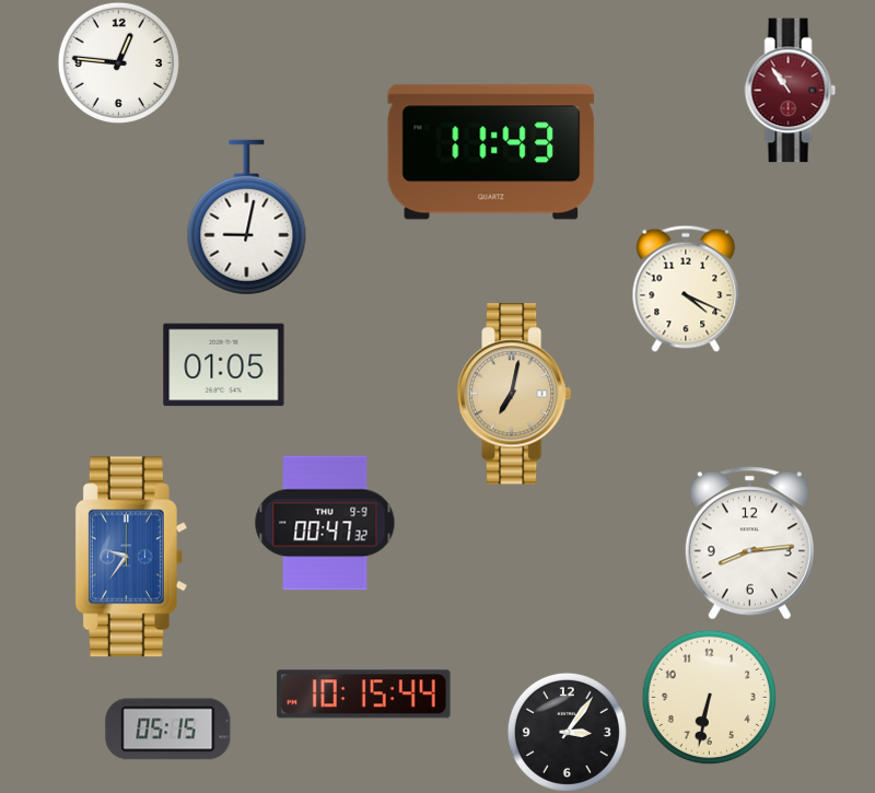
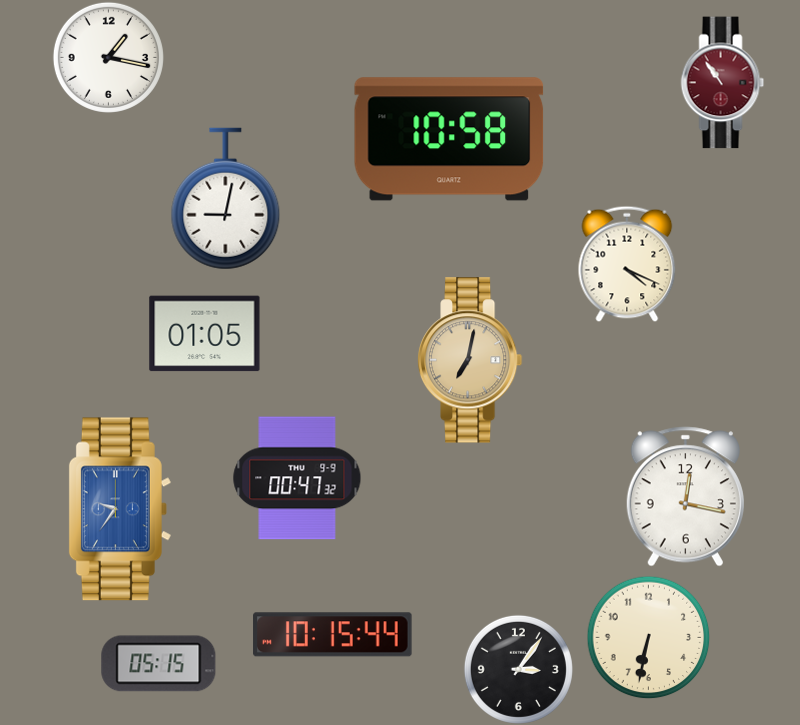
clock at (118, 62): 12:46 -> 1:17
clock at (491, 152): 11:43 -> 10:58
clock at (749, 544): 8:14 -> 12:17
clock at (168, 730) position: (168, 730) -> (159, 664)
